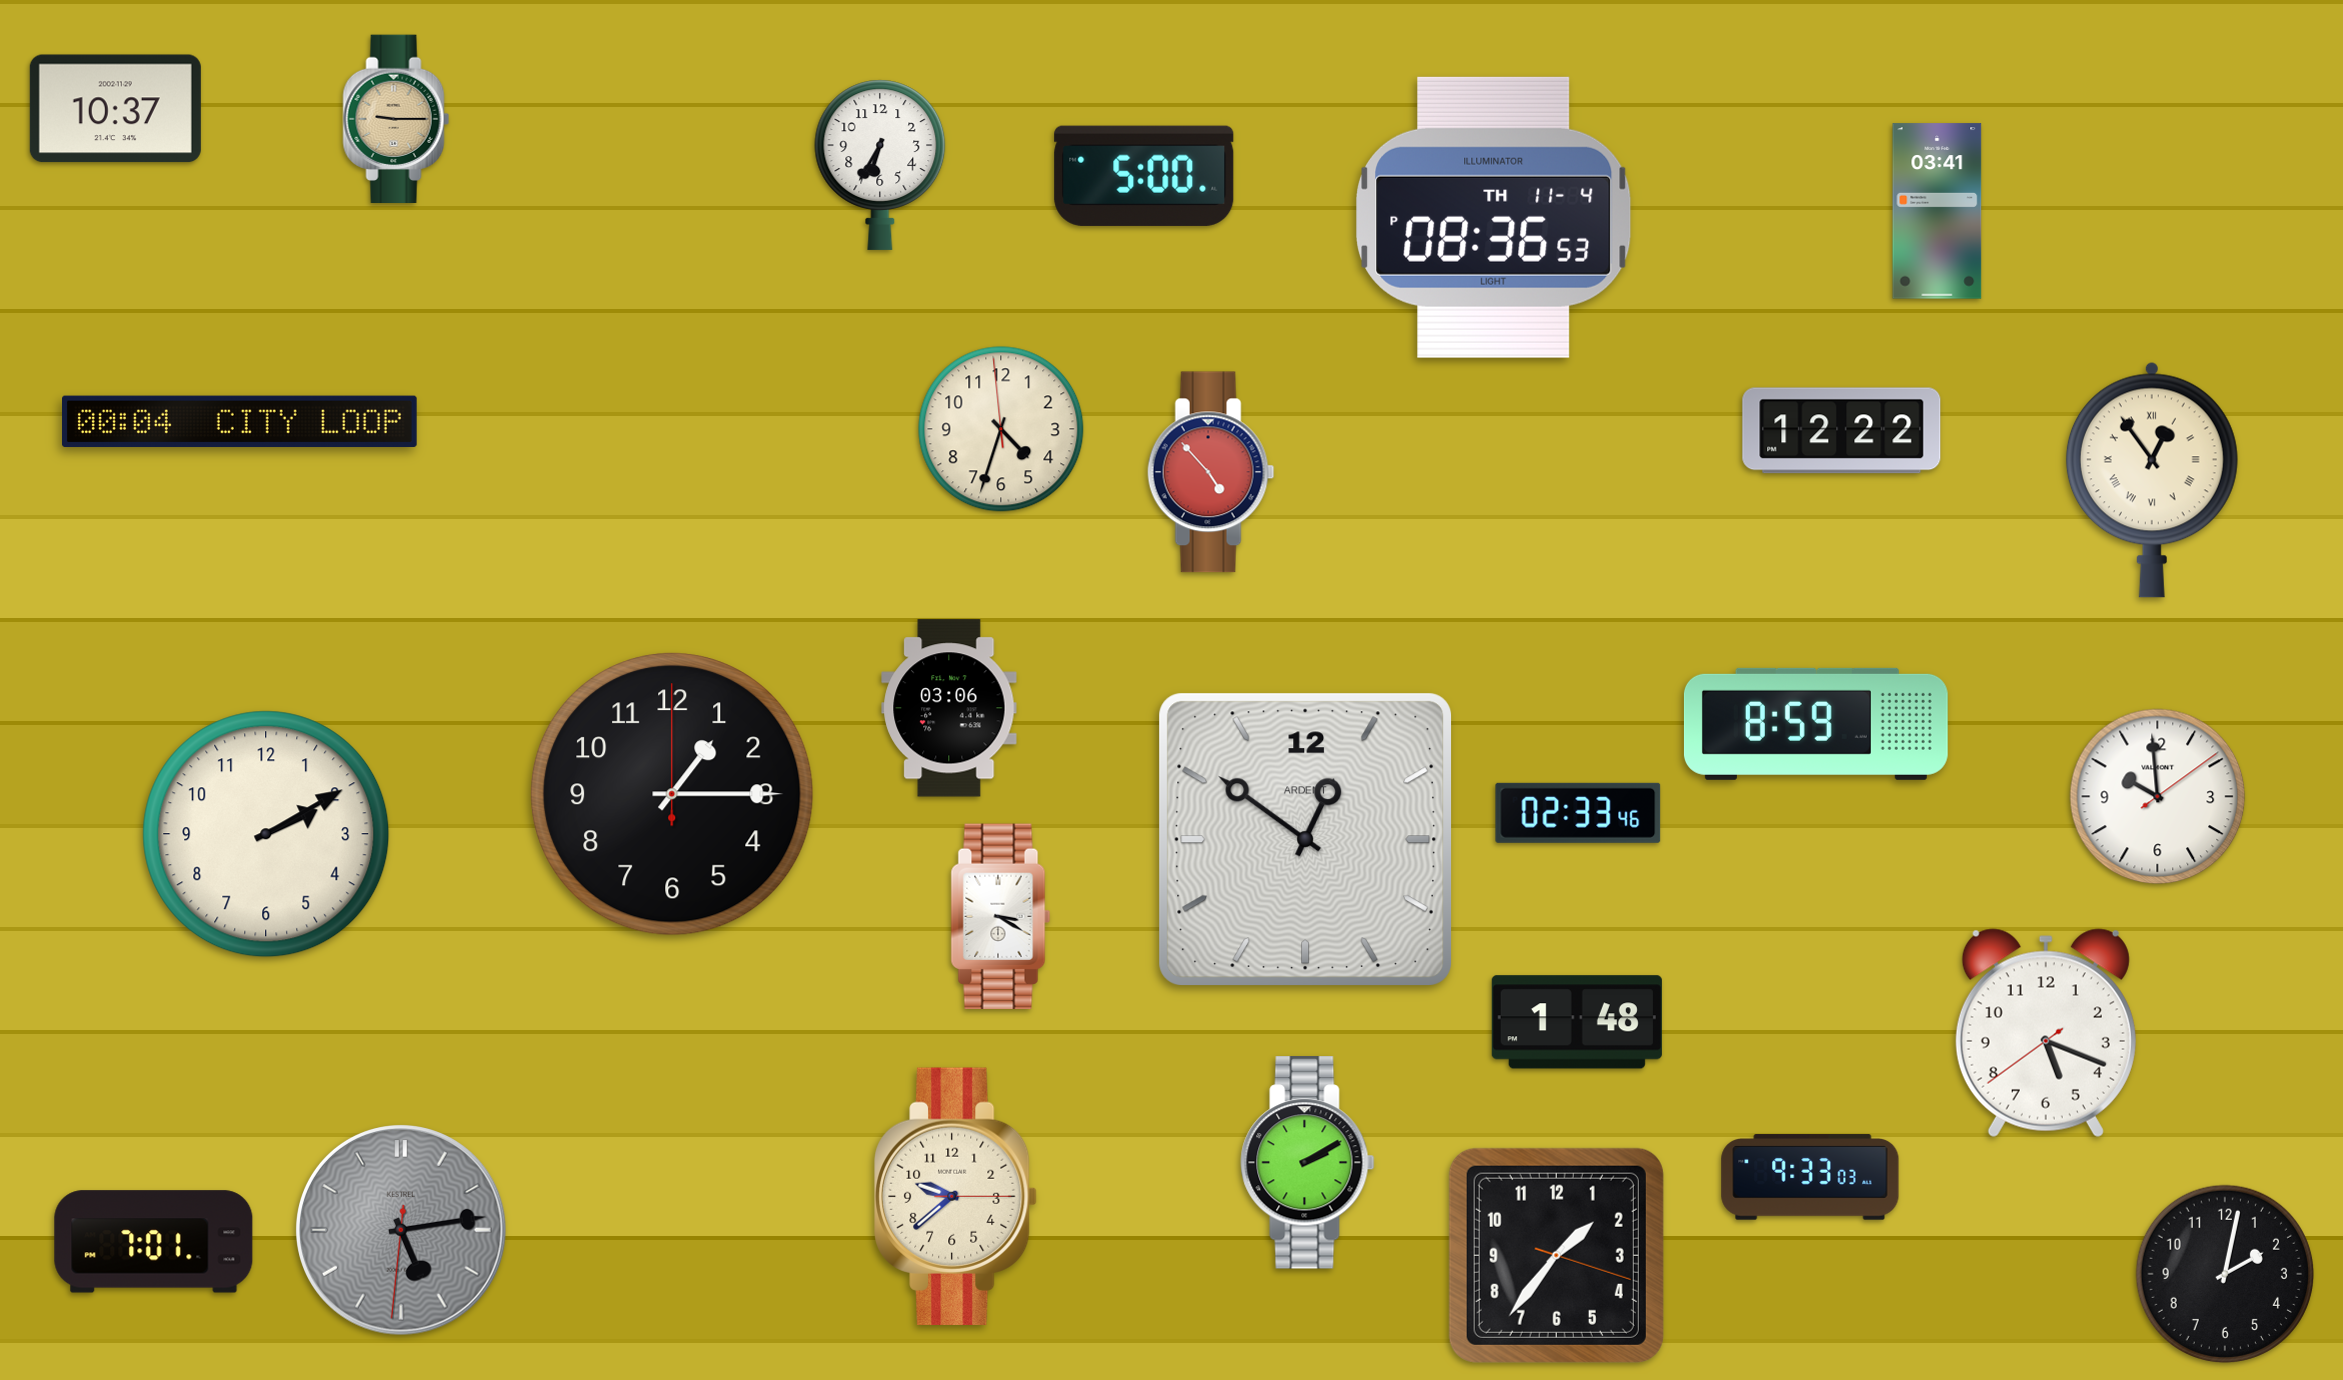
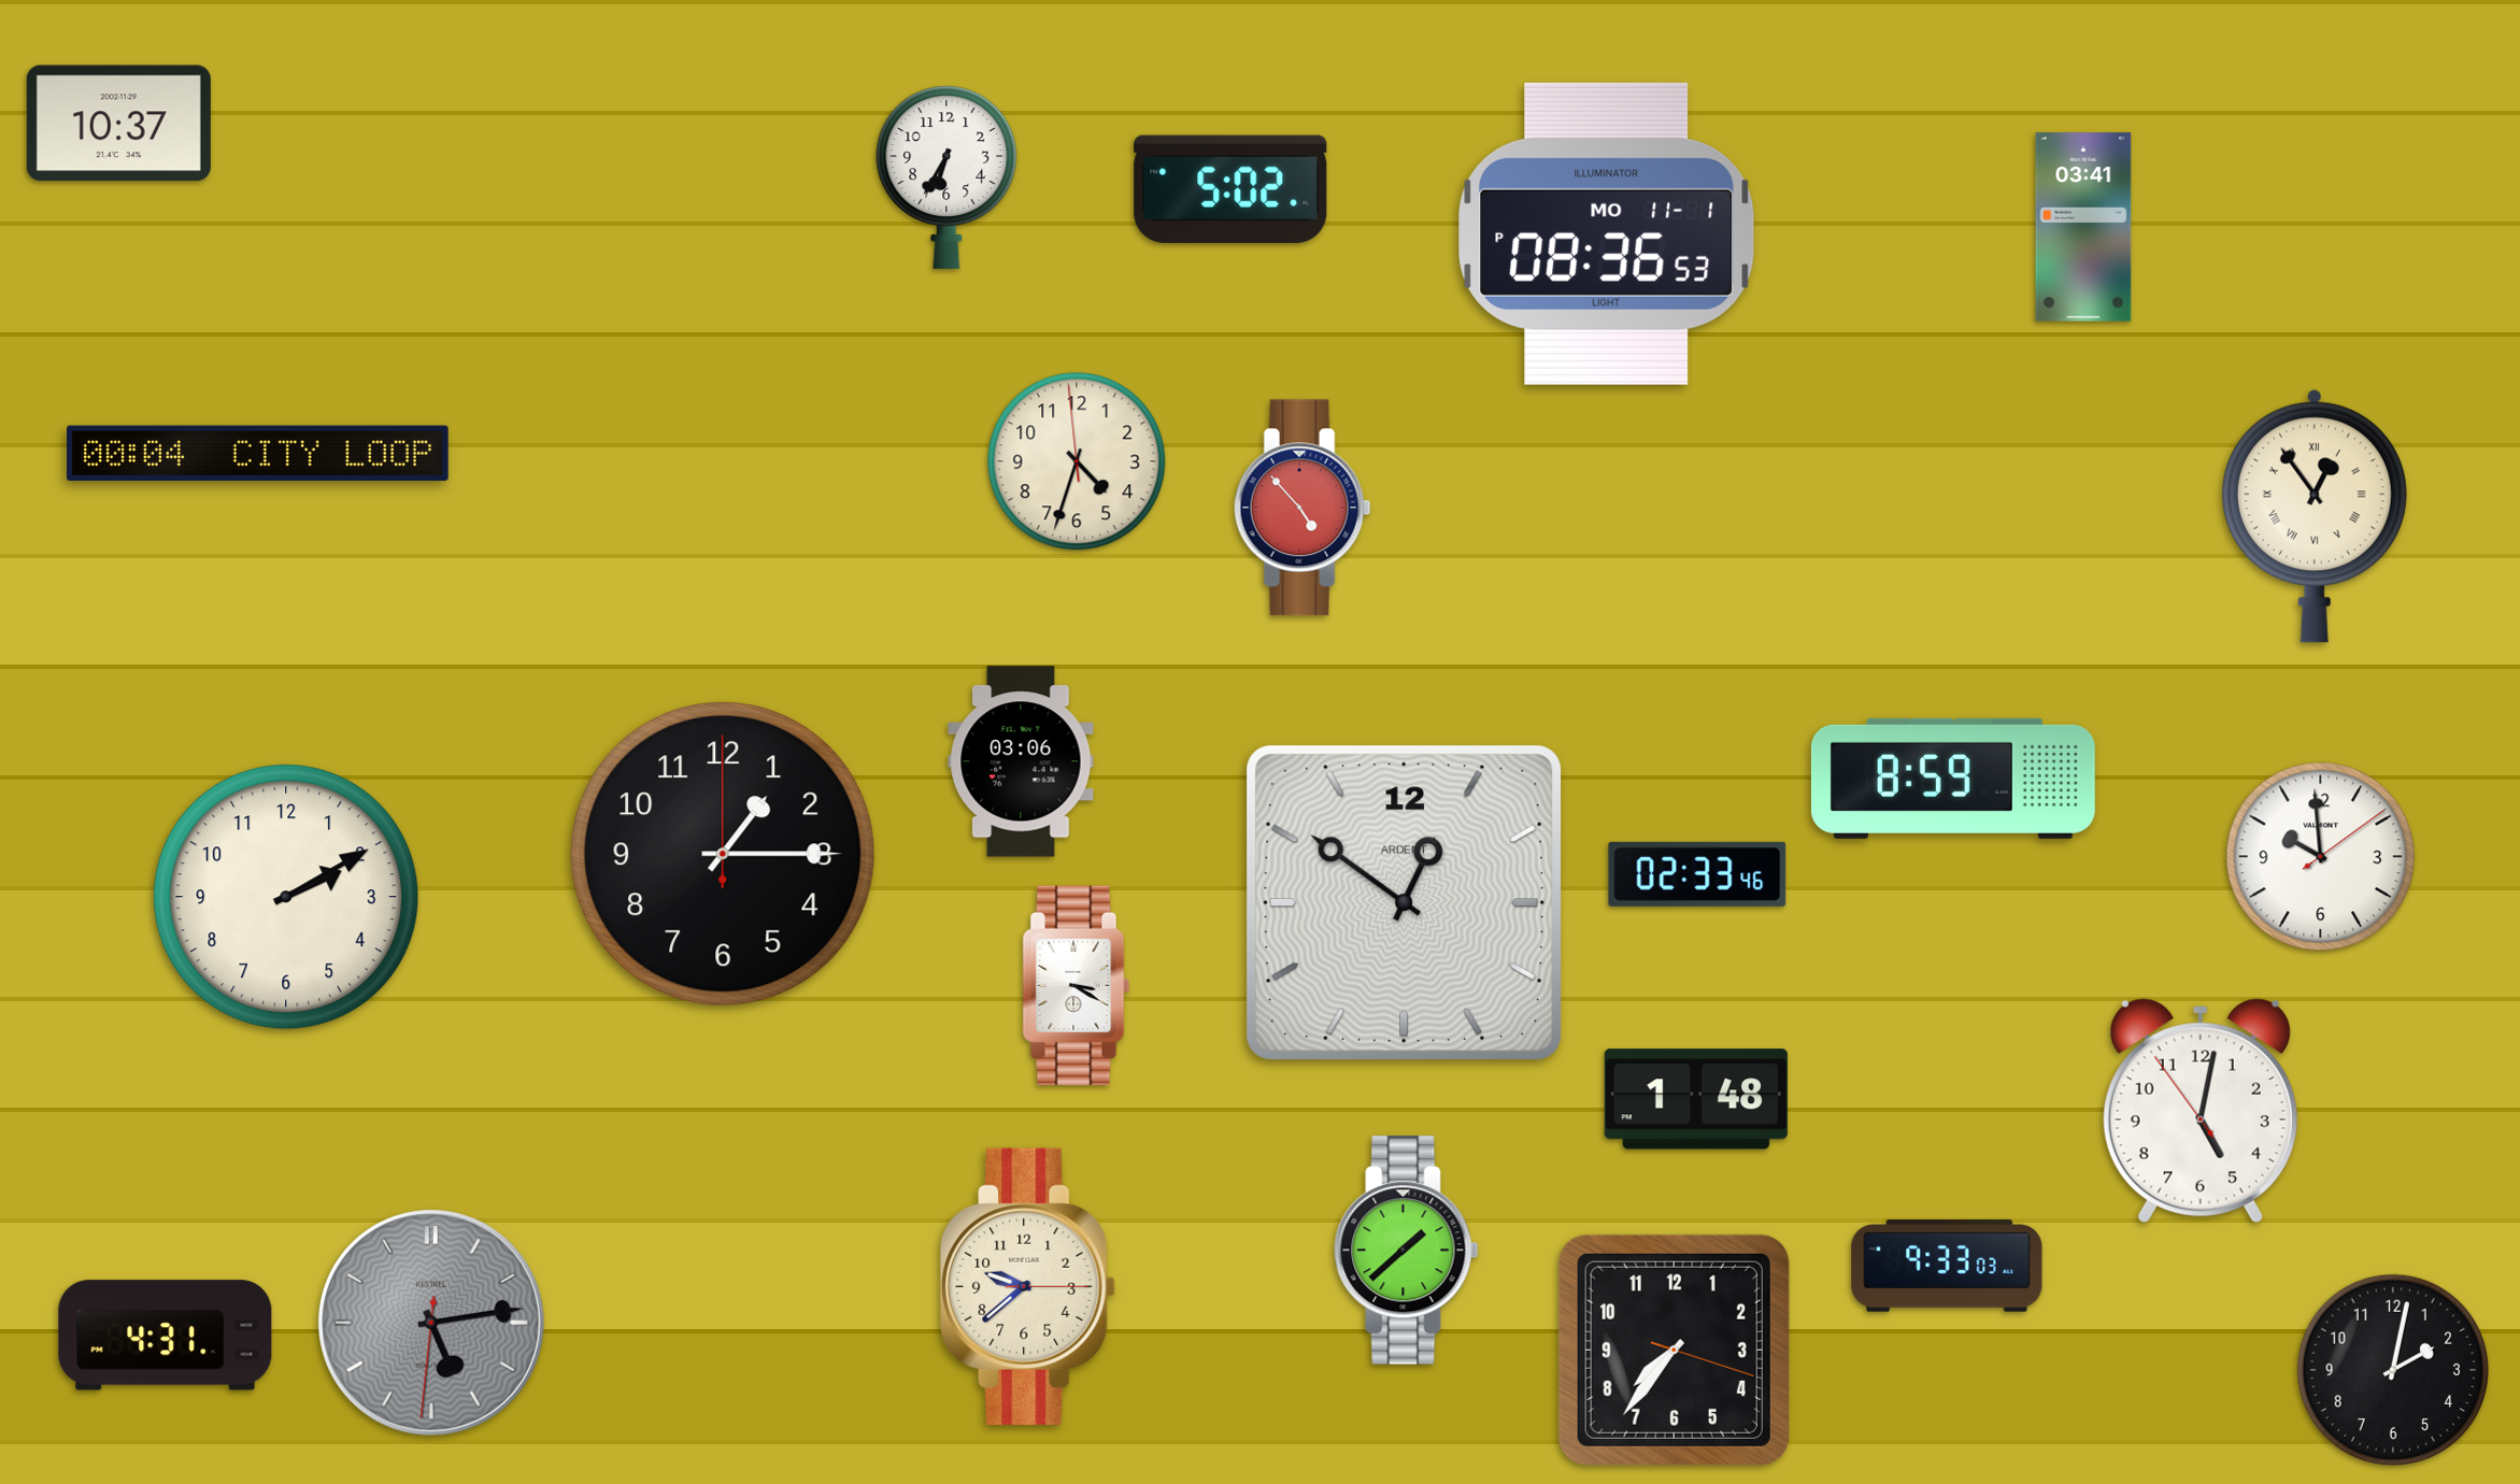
clock at (115, 109) position: (115, 109) -> (118, 124)
clock at (396, 118): 9:15 -> none
clock at (1144, 176): 5:00 -> 5:02
clock at (1494, 217) date: TH 11-4 -> MO 11-1
clock at (1842, 431): 12:22 -> none
clock at (2046, 1033): 5:18 -> 5:01
clock at (1308, 1163): 2:10 -> 1:38
clock at (154, 1242): 7:01 -> 4:31
clock at (1556, 1255): 1:36 -> 7:36
